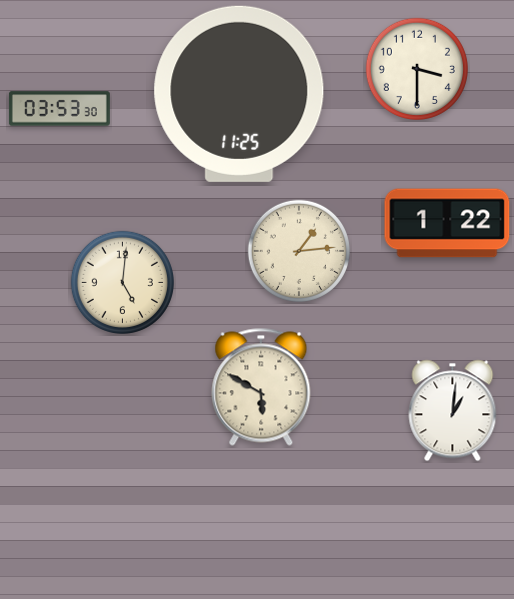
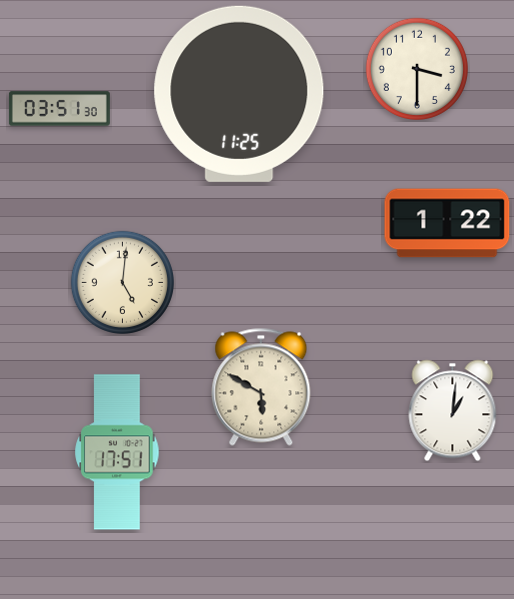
clock at (59, 109): 03:53 -> 03:51
clock at (298, 250): 1:14 -> none
clock at (117, 452): none -> 17:51
